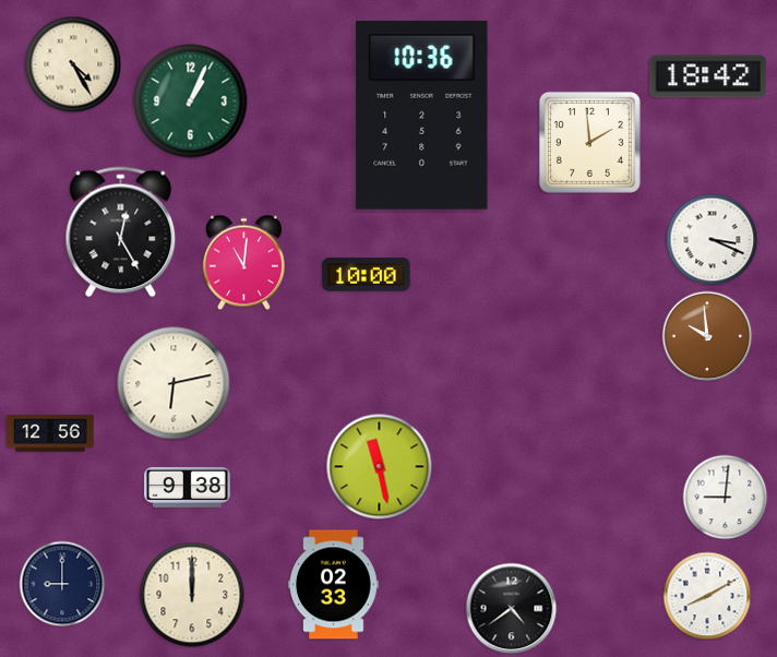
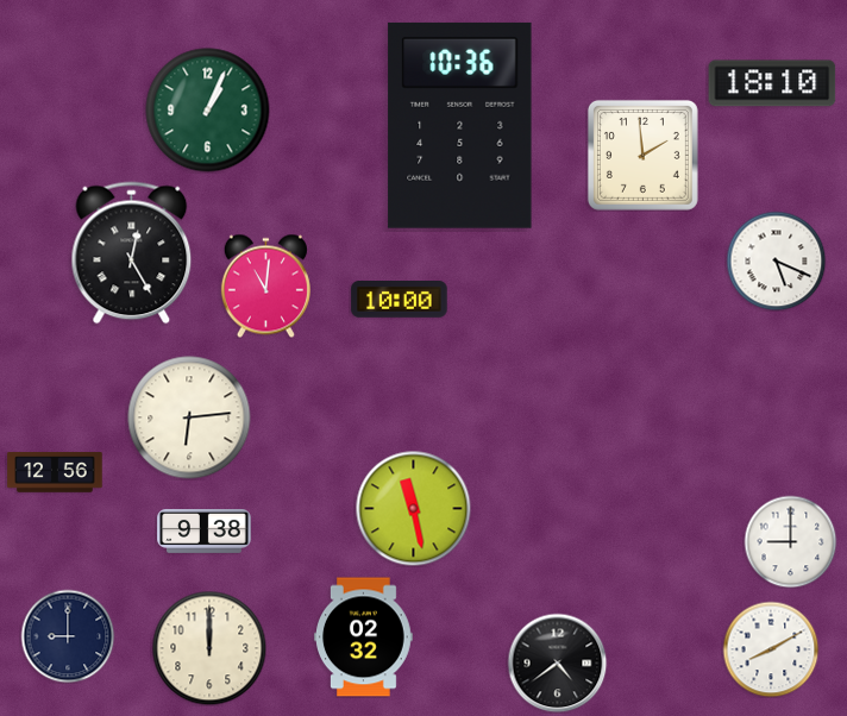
clock at (73, 64): 4:25 -> none
clock at (708, 76): 18:42 -> 18:10
clock at (712, 239): 3:19 -> 5:19
clock at (707, 336): 9:59 -> none
clock at (174, 383): 6:13 -> 6:14
clock at (725, 497): 9:01 -> 9:00
clock at (334, 585): 02:33 -> 02:32
